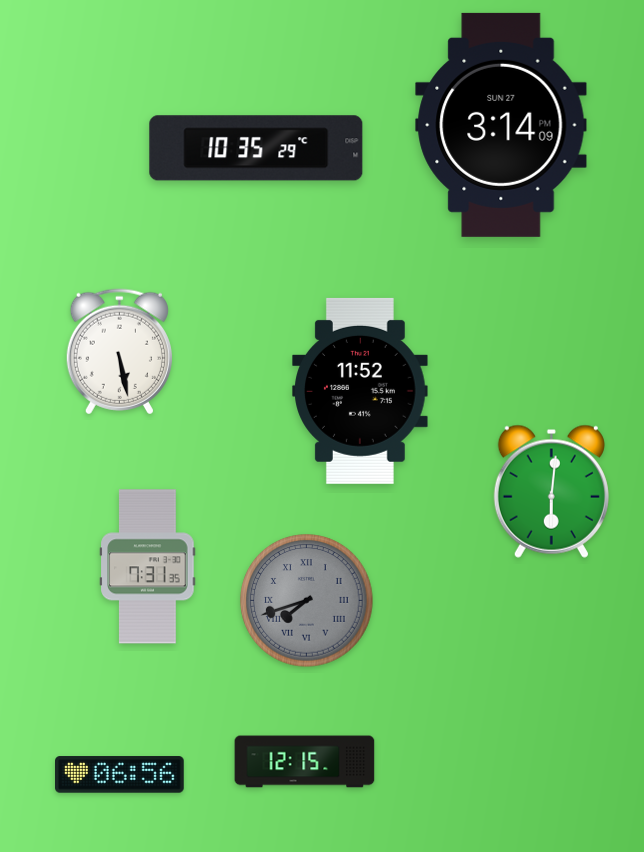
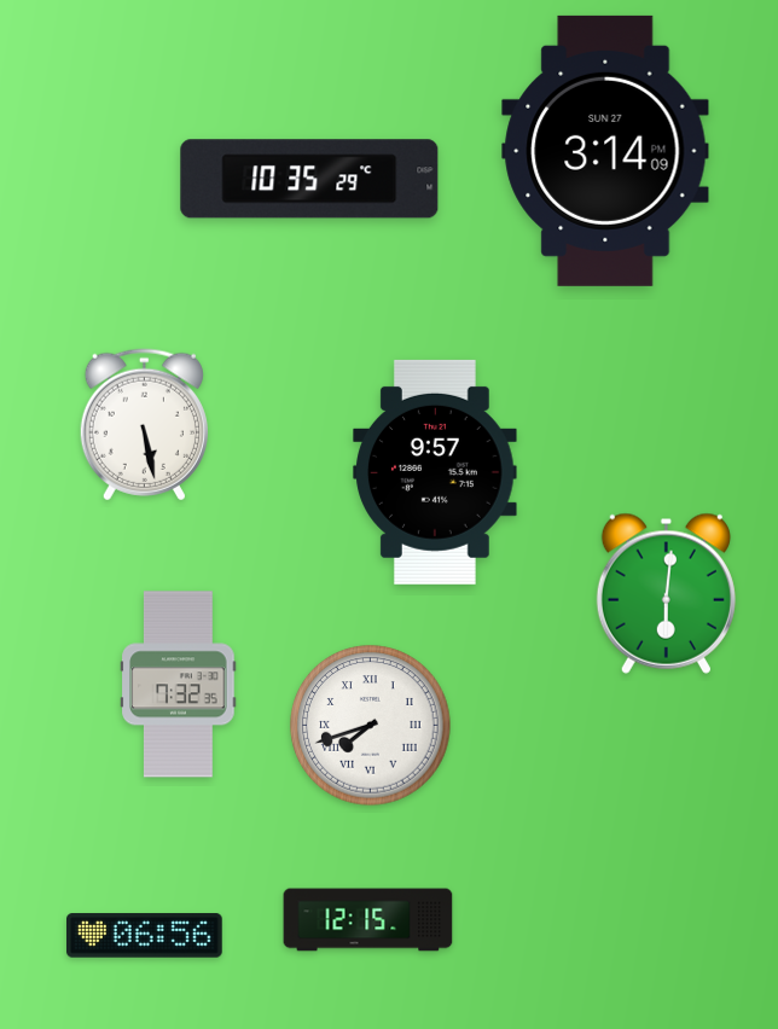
clock at (360, 391): 11:52 -> 9:57
clock at (148, 567): 7:31 -> 7:32
clock at (307, 601) dial: grey -> white
